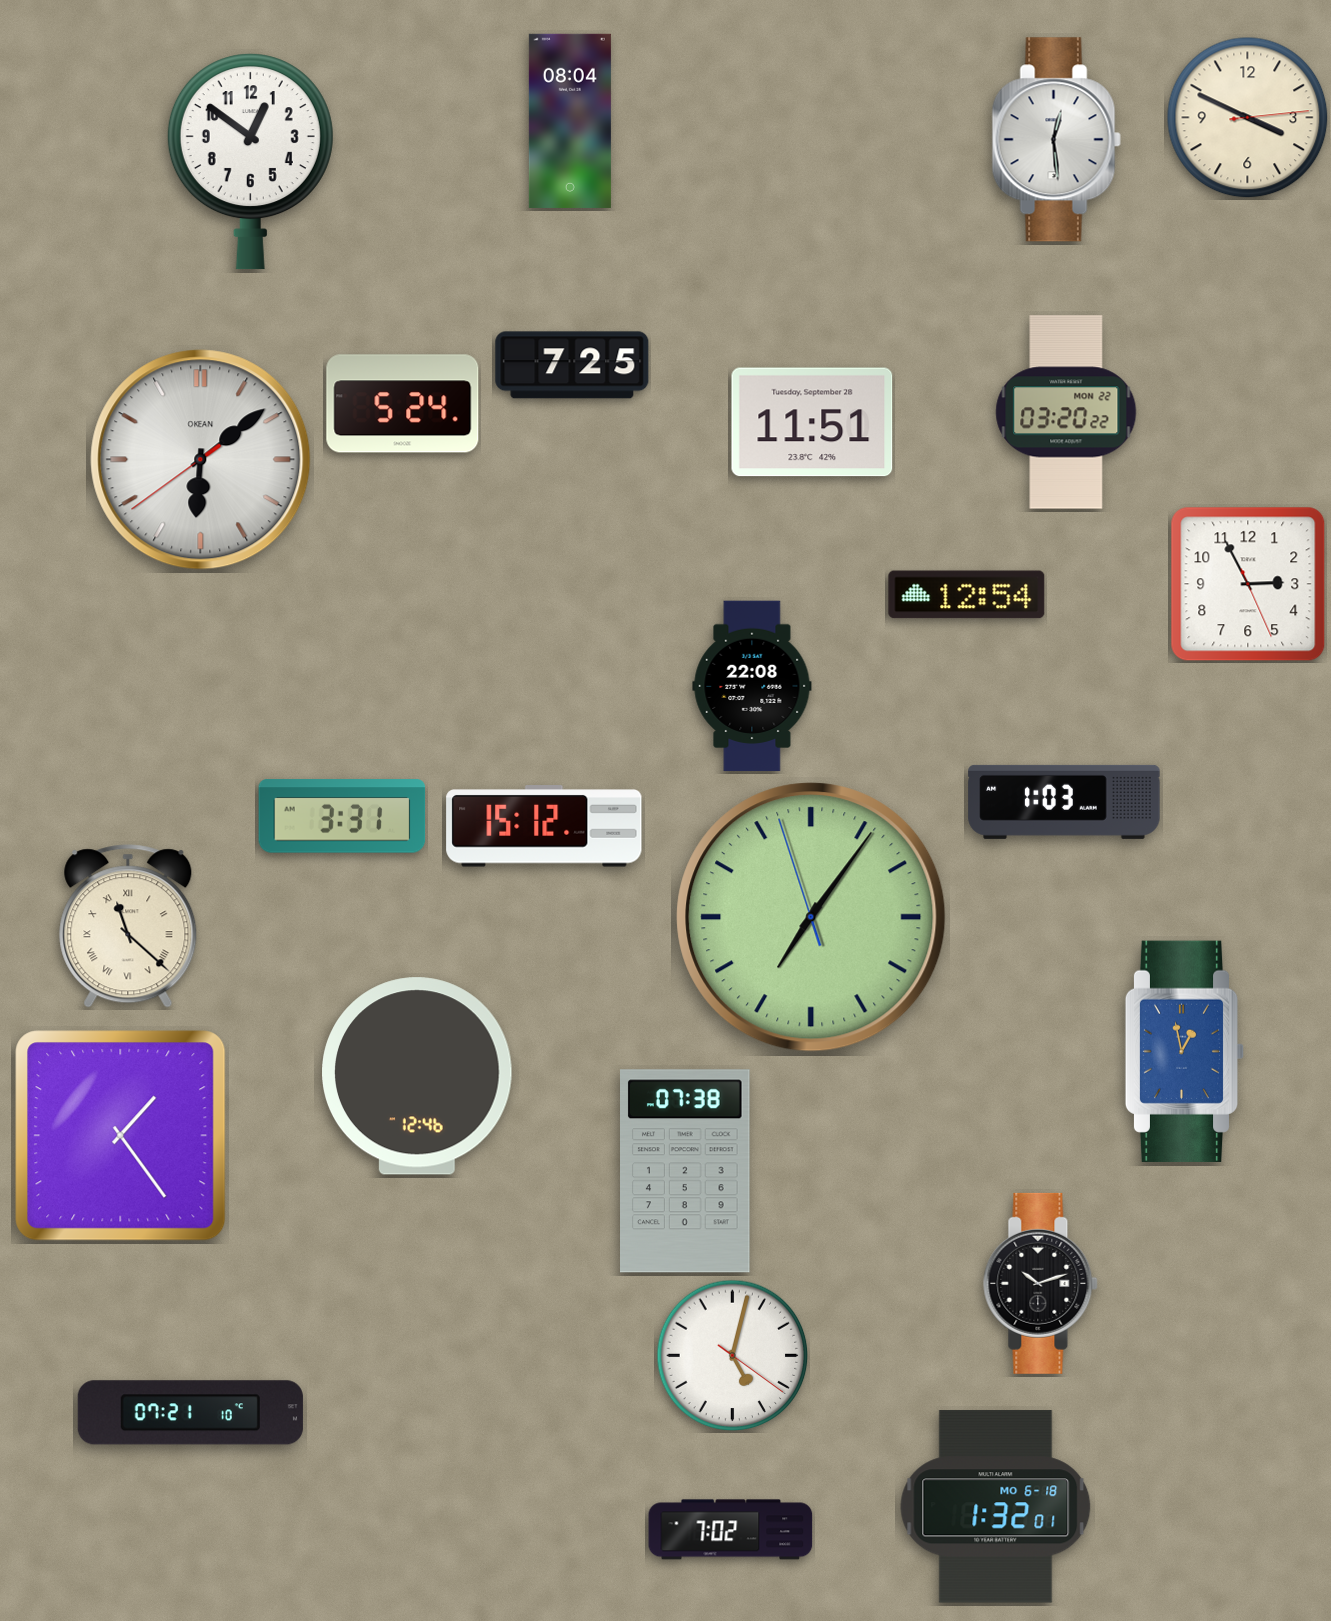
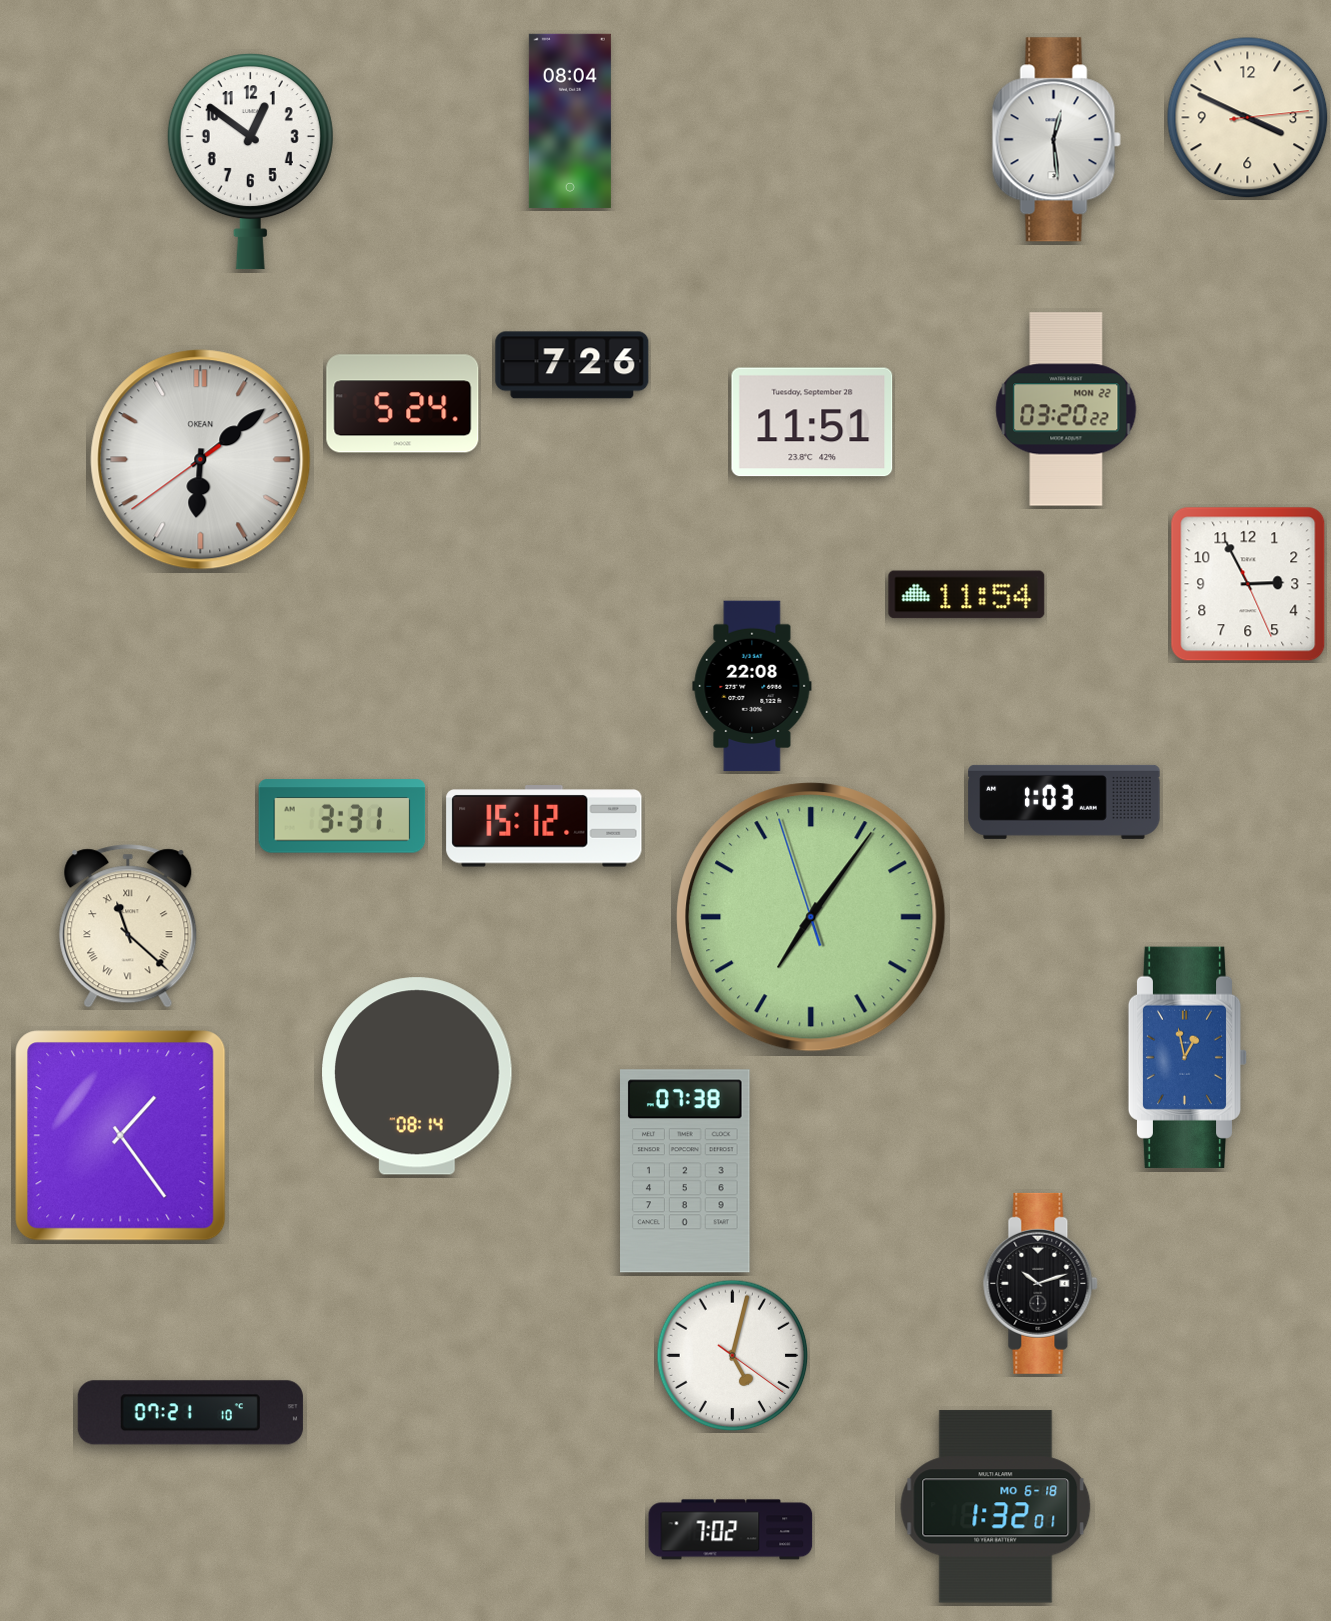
clock at (572, 365): 7:25 -> 7:26
clock at (1066, 412) position: (1066, 412) -> (1066, 409)
clock at (967, 595): 12:54 -> 11:54
clock at (1185, 1051) position: (1185, 1051) -> (1188, 1057)
clock at (417, 1076): 12:46 -> 08:14
